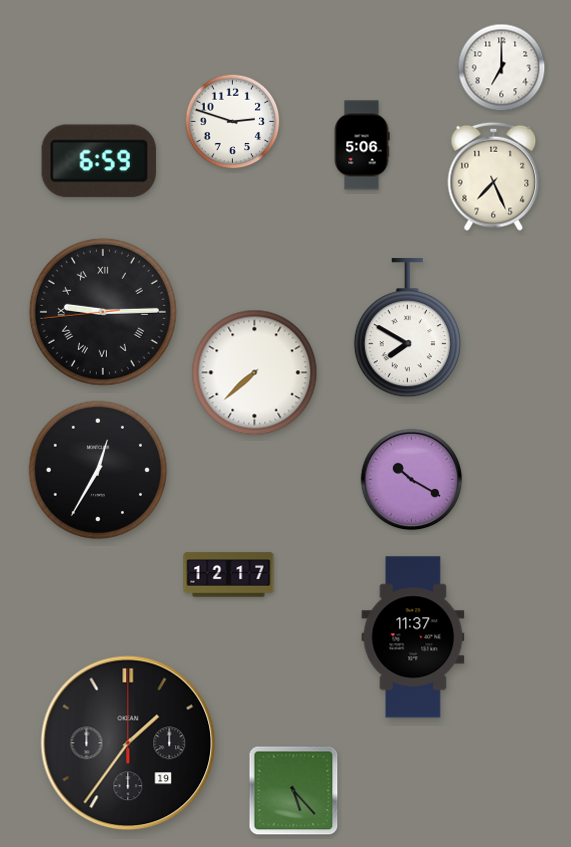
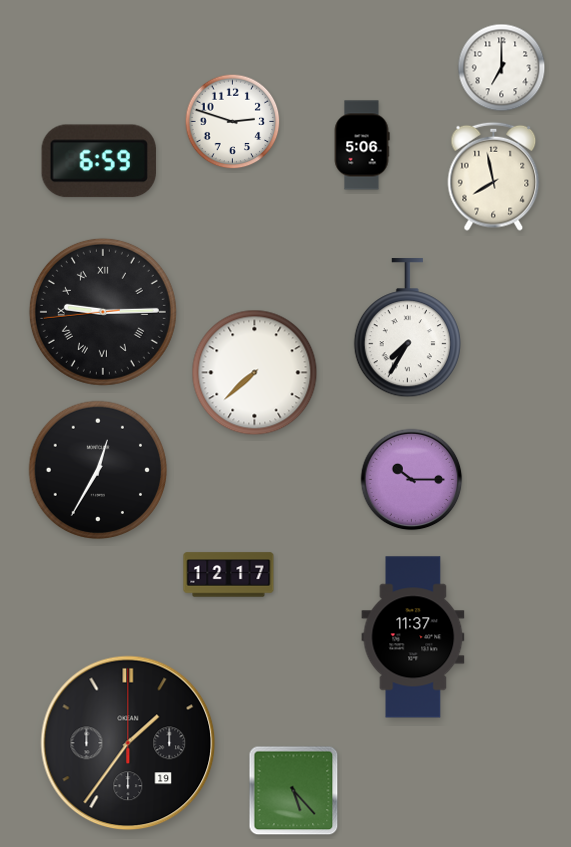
clock at (494, 176): 7:26 -> 7:58
clock at (407, 328): 7:50 -> 7:35
clock at (412, 480): 10:20 -> 10:15
